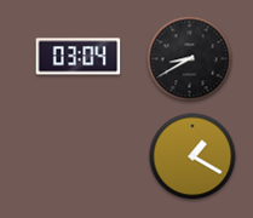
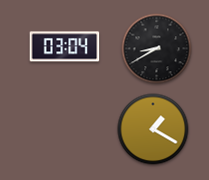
clock at (192, 156) position: (192, 156) -> (153, 129)
